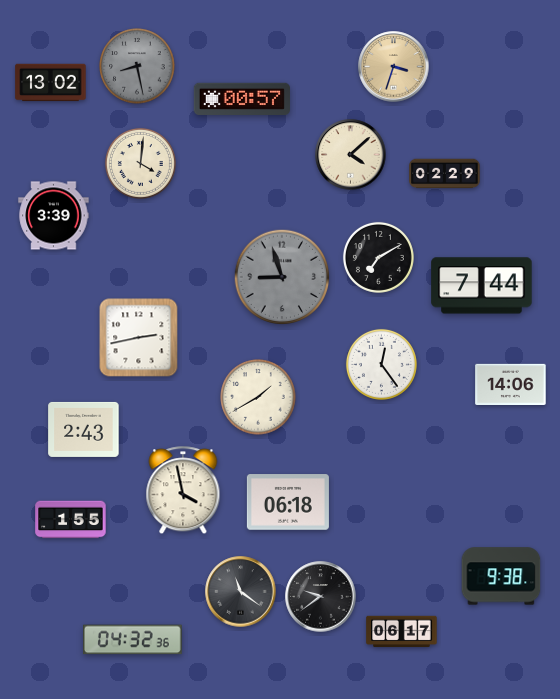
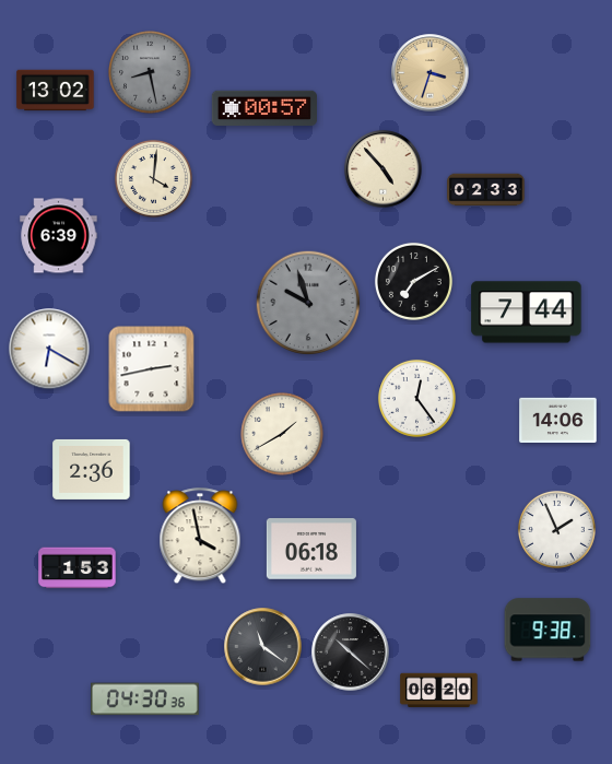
clock at (351, 155): 4:08 -> 4:53
clock at (445, 174): 02:29 -> 02:33
clock at (54, 216): 3:39 -> 6:39
clock at (282, 277): 8:57 -> 9:57
clock at (49, 349): none -> 6:20
clock at (84, 429): 2:43 -> 2:36
clock at (556, 529): none -> 1:56
clock at (288, 502) position: (288, 502) -> (311, 549)
clock at (71, 520): 1:55 -> 1:53
clock at (321, 597): 9:39 -> 10:22
clock at (402, 632): 06:17 -> 06:20
clock at (133, 640): 04:32 -> 04:30
